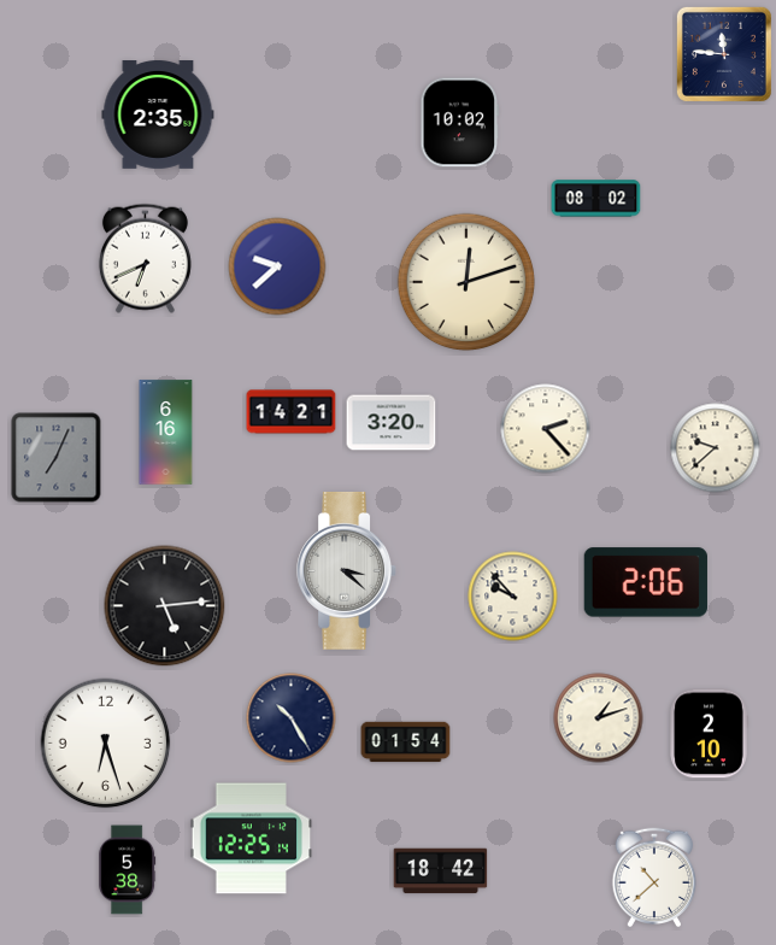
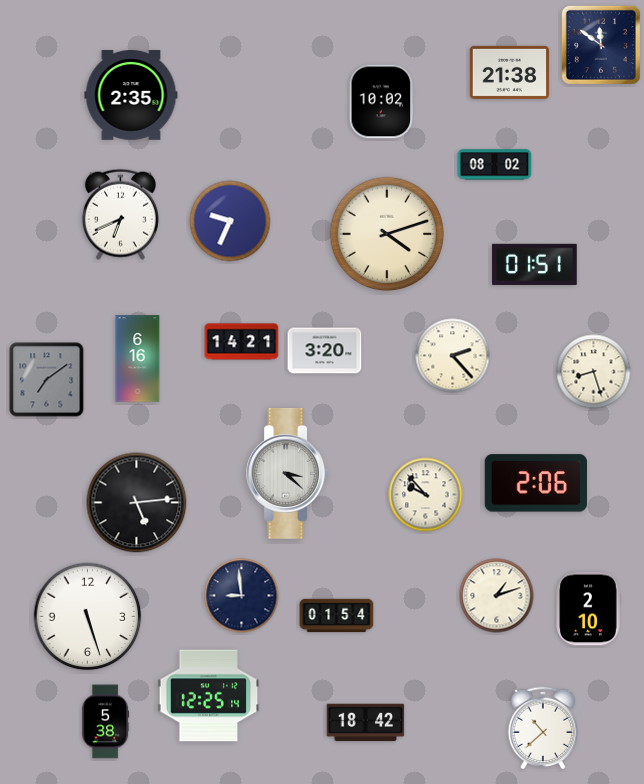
clock at (724, 54): 11:46 -> 11:51
clock at (509, 72): none -> 21:38
clock at (277, 266): 9:38 -> 9:34
clock at (466, 282): 12:12 -> 4:12
clock at (535, 264): none -> 01:51
clock at (716, 448): 9:38 -> 8:27
clock at (57, 458): 7:04 -> 7:09
clock at (292, 718): 10:25 -> 8:59
clock at (106, 744): 6:27 -> 5:27
